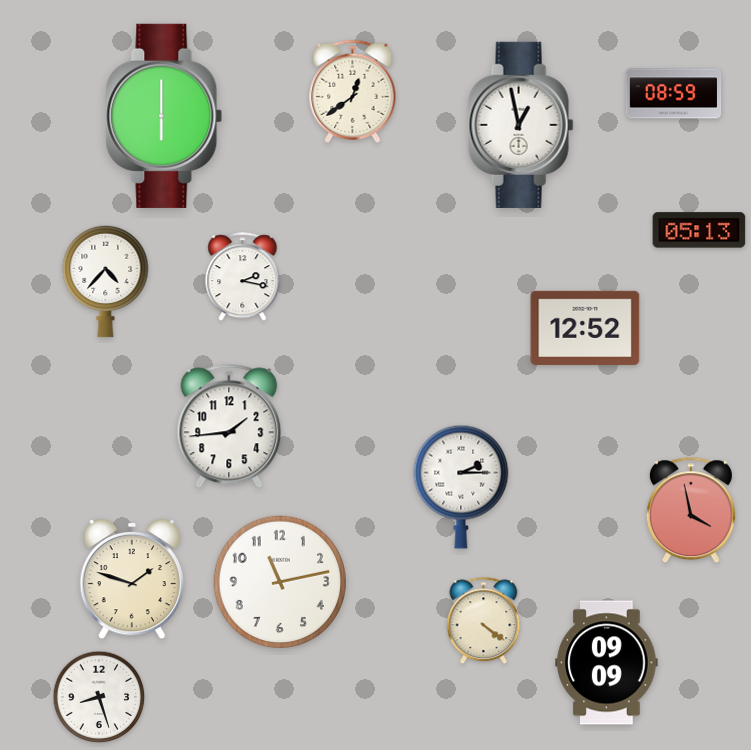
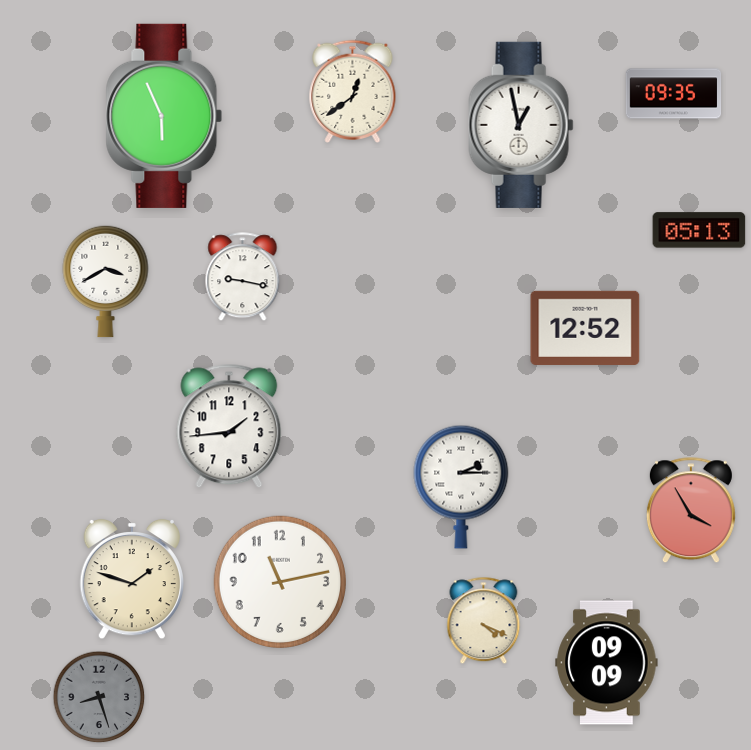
clock at (674, 94): 08:59 -> 09:35
clock at (164, 116): 6:00 -> 5:56
clock at (243, 277): 2:17 -> 9:17
clock at (106, 281): 4:37 -> 3:40
clock at (691, 511): 3:58 -> 3:55
clock at (484, 621): 4:21 -> 4:19
clock at (99, 697) dial: white -> grey
